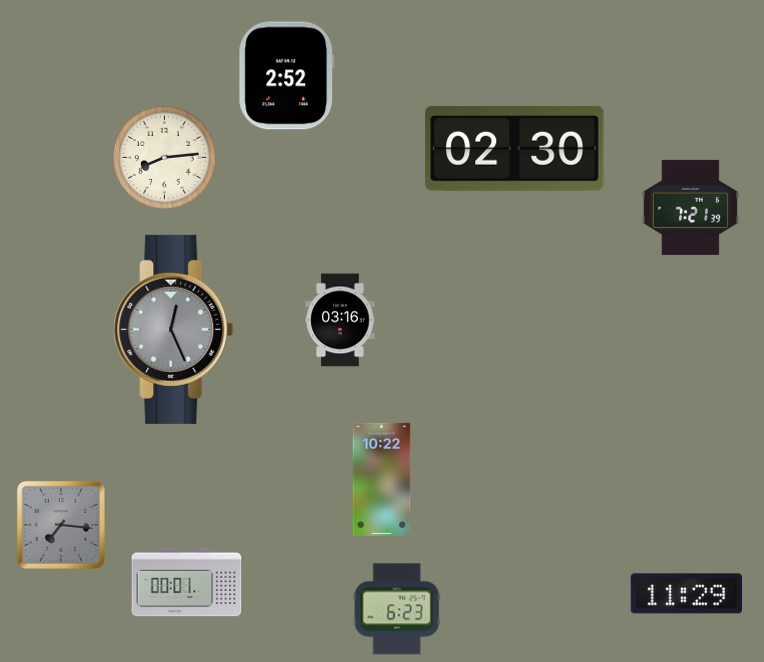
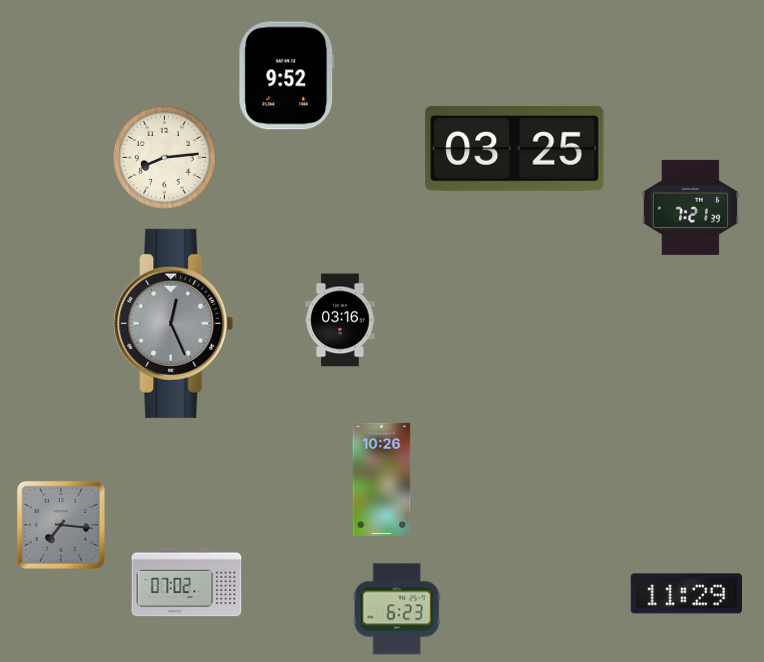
clock at (287, 76): 2:52 -> 9:52
clock at (515, 148): 02:30 -> 03:25
clock at (174, 329) position: (174, 329) -> (174, 323)
clock at (382, 479): 10:22 -> 10:26
clock at (187, 583): 00:01 -> 07:02
